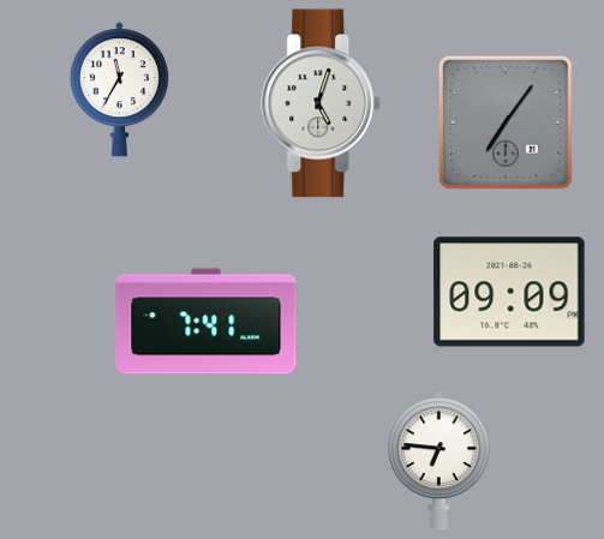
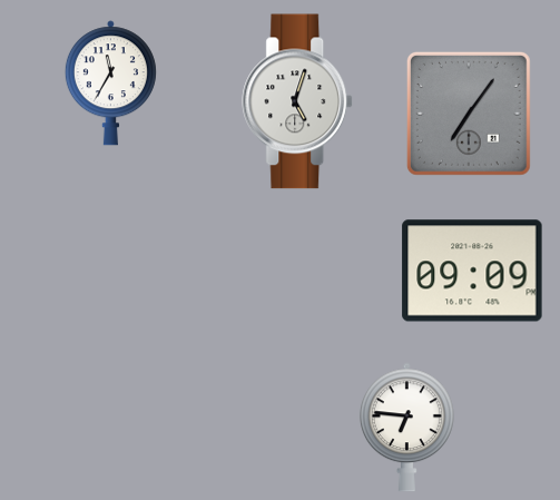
clock at (322, 103) position: (322, 103) -> (298, 101)
clock at (207, 322): 7:41 -> none
